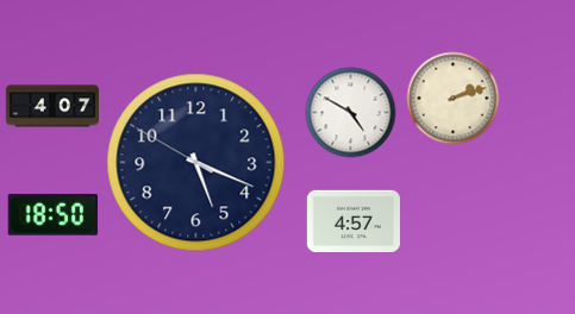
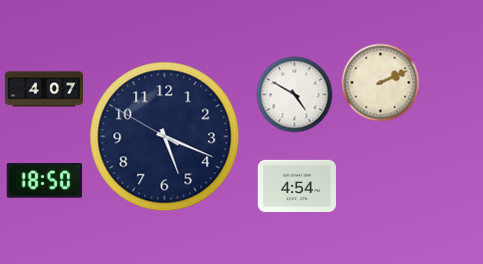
clock at (454, 99): 2:12 -> 2:11
clock at (354, 221): 4:57 -> 4:54
